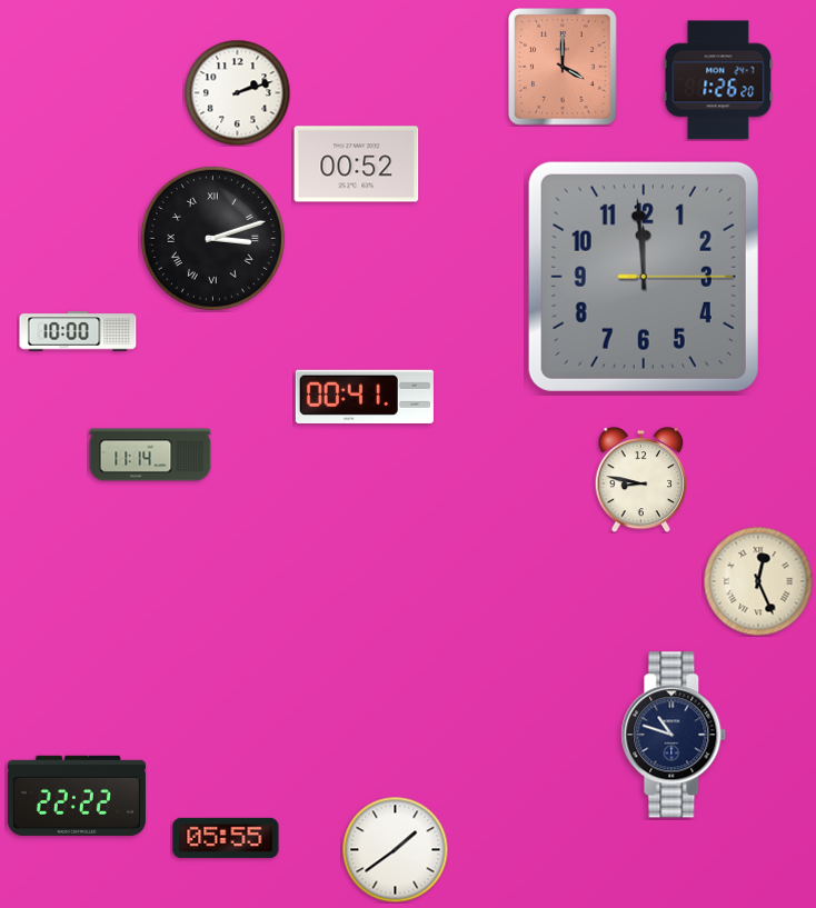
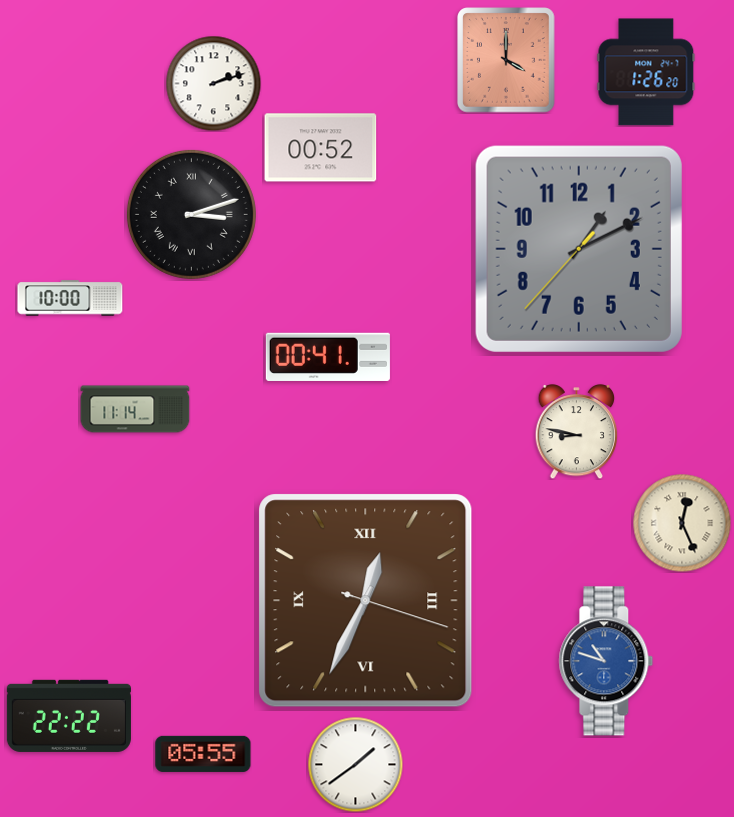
clock at (644, 277): 11:59 -> 1:10
clock at (366, 601): none -> 12:34
clock at (674, 735) dial: navy -> blue
